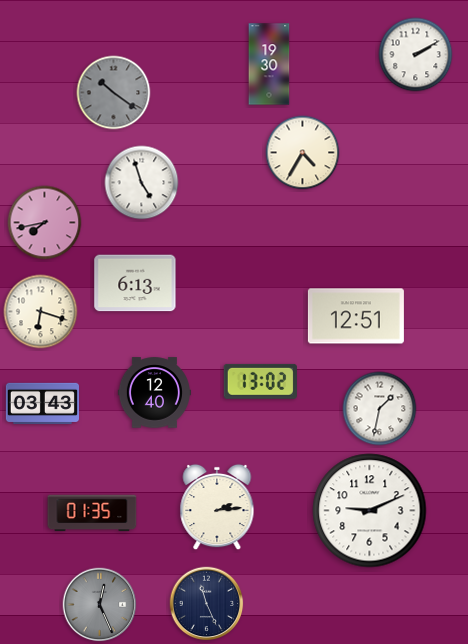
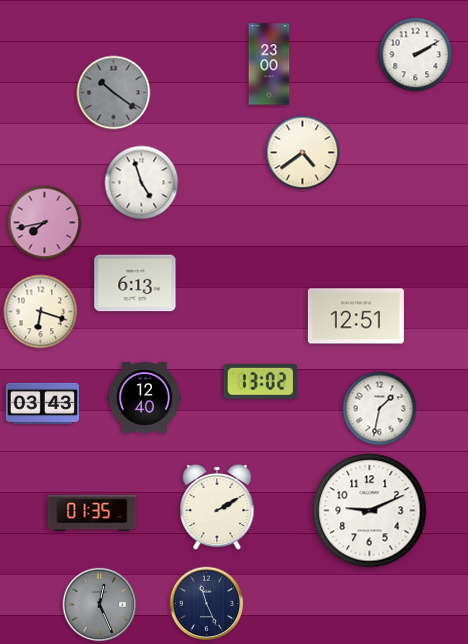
clock at (269, 64): 19:30 -> 23:00
clock at (303, 153): 4:35 -> 4:39
clock at (154, 393) position: (154, 393) -> (144, 398)
clock at (217, 507): 2:14 -> 2:10
